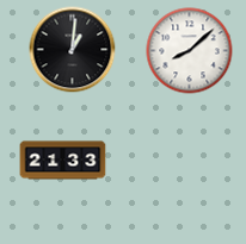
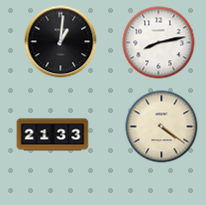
clock at (190, 51): 8:08 -> 8:13
clock at (162, 127): none -> 4:21
